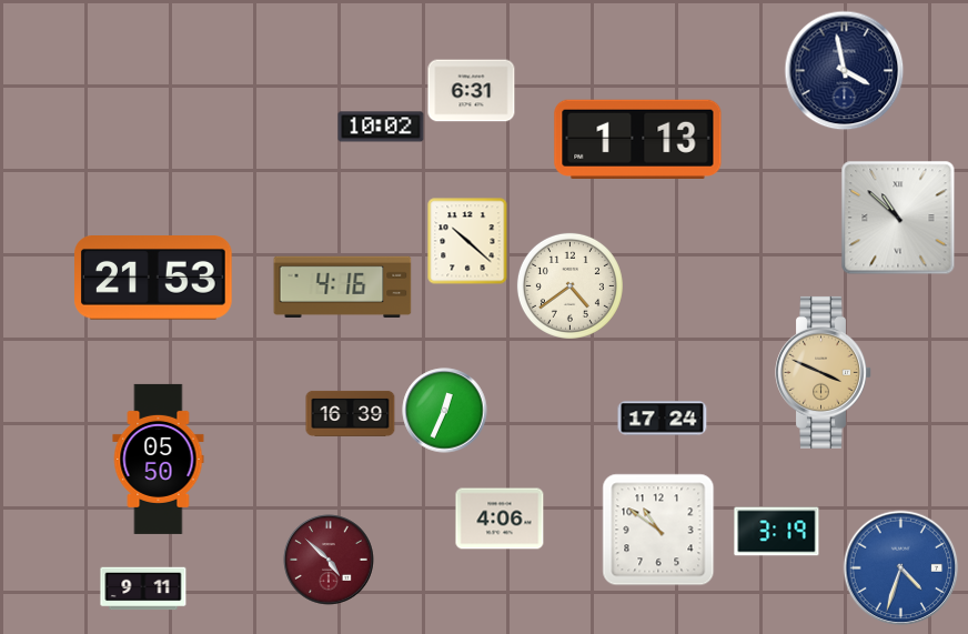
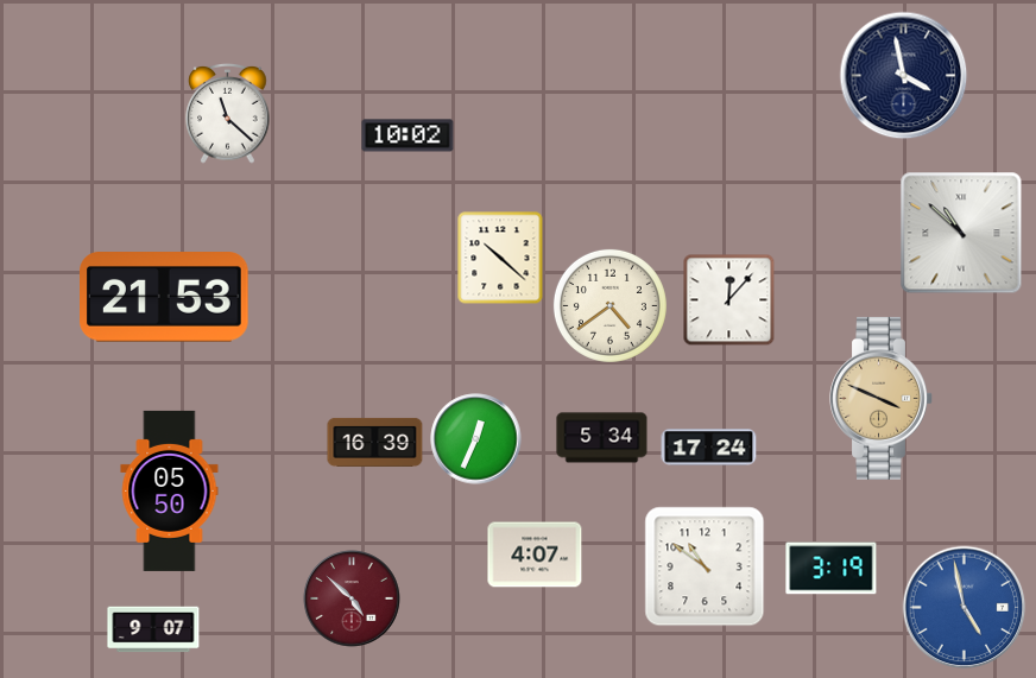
clock at (472, 91): 6:31 -> none
clock at (228, 114): none -> 11:22
clock at (638, 139): 1:13 -> none
clock at (728, 299): none -> 12:07
clock at (343, 286): 4:16 -> none
clock at (602, 438): none -> 5:34
clock at (500, 519): 4:06 -> 4:07
clock at (901, 568): 4:33 -> 4:58
clock at (143, 588): 9:11 -> 9:07
